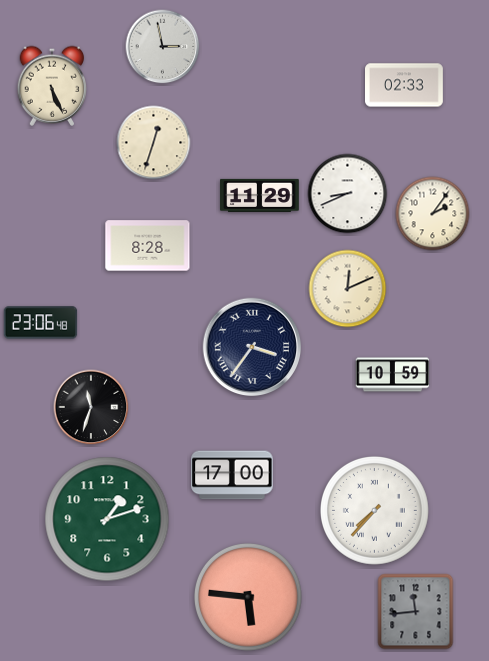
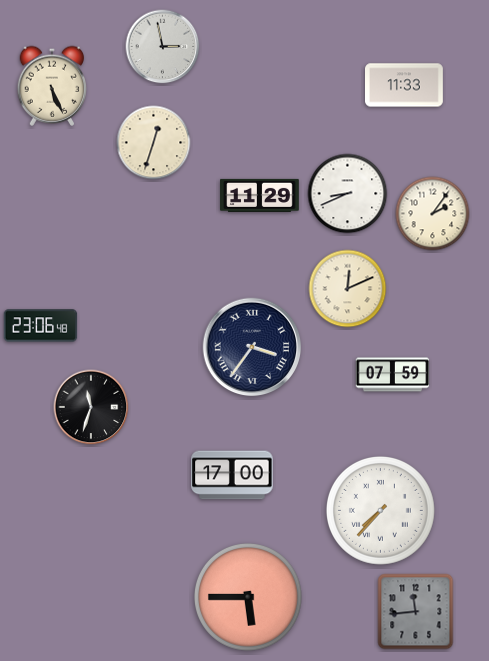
clock at (405, 85): 02:33 -> 11:33
clock at (148, 246): 8:28 -> none
clock at (41, 323) position: (41, 323) -> (41, 326)
clock at (393, 375): 10:59 -> 07:59
clock at (374, 510) position: (374, 510) -> (380, 510)
clock at (107, 519): 1:12 -> none
clock at (248, 597): 5:46 -> 5:45
